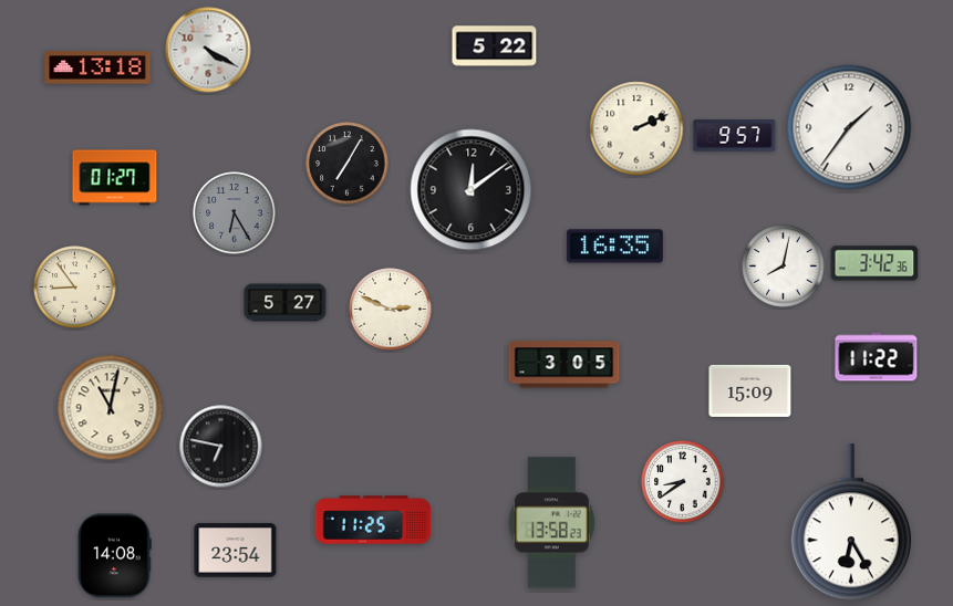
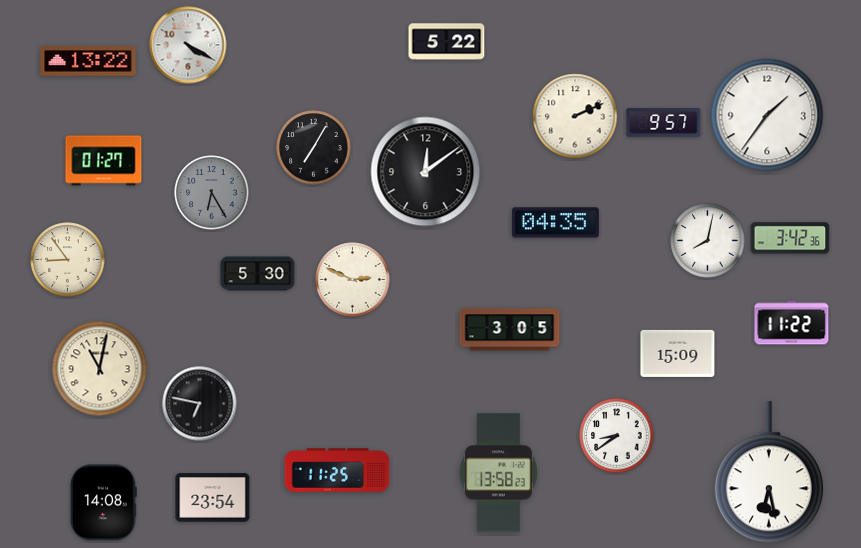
clock at (97, 67): 13:18 -> 13:22
clock at (614, 247): 16:35 -> 04:35
clock at (286, 303): 5:27 -> 5:30
clock at (851, 523): 6:25 -> 6:28
